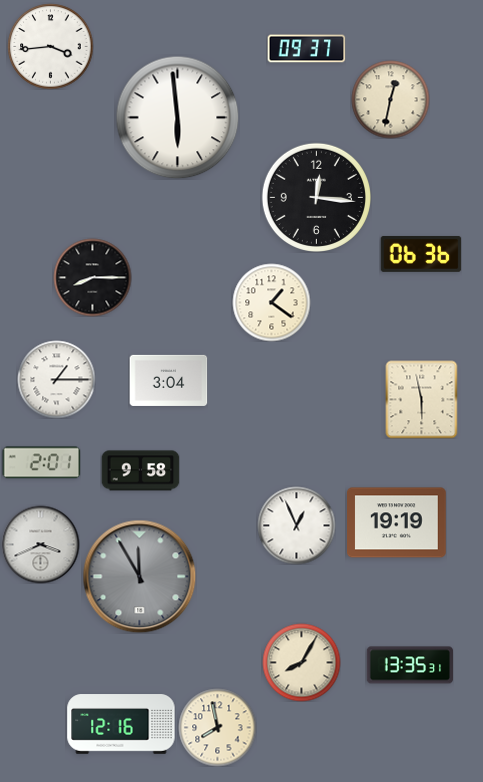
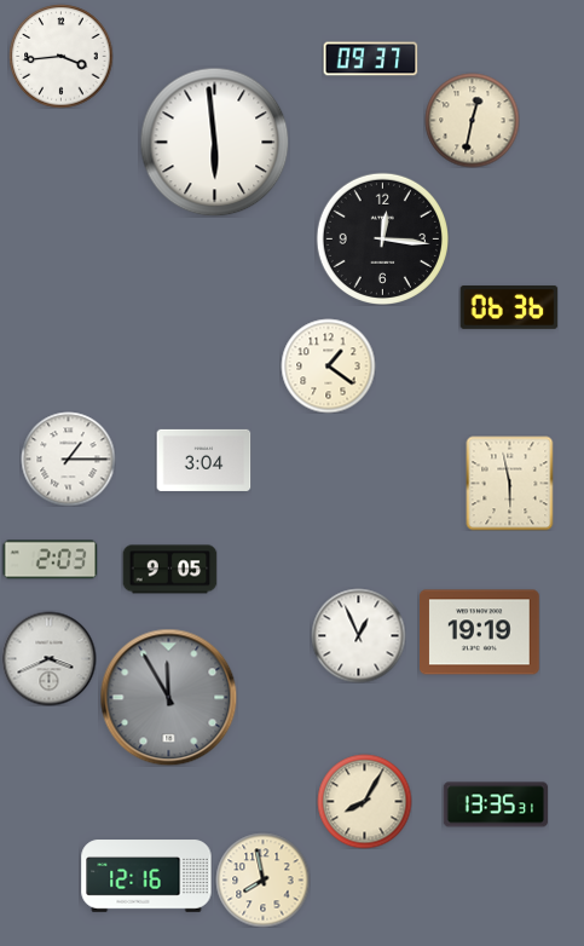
clock at (92, 277): 8:15 -> none
clock at (41, 463): 2:01 -> 2:03
clock at (140, 471): 9:58 -> 9:05
